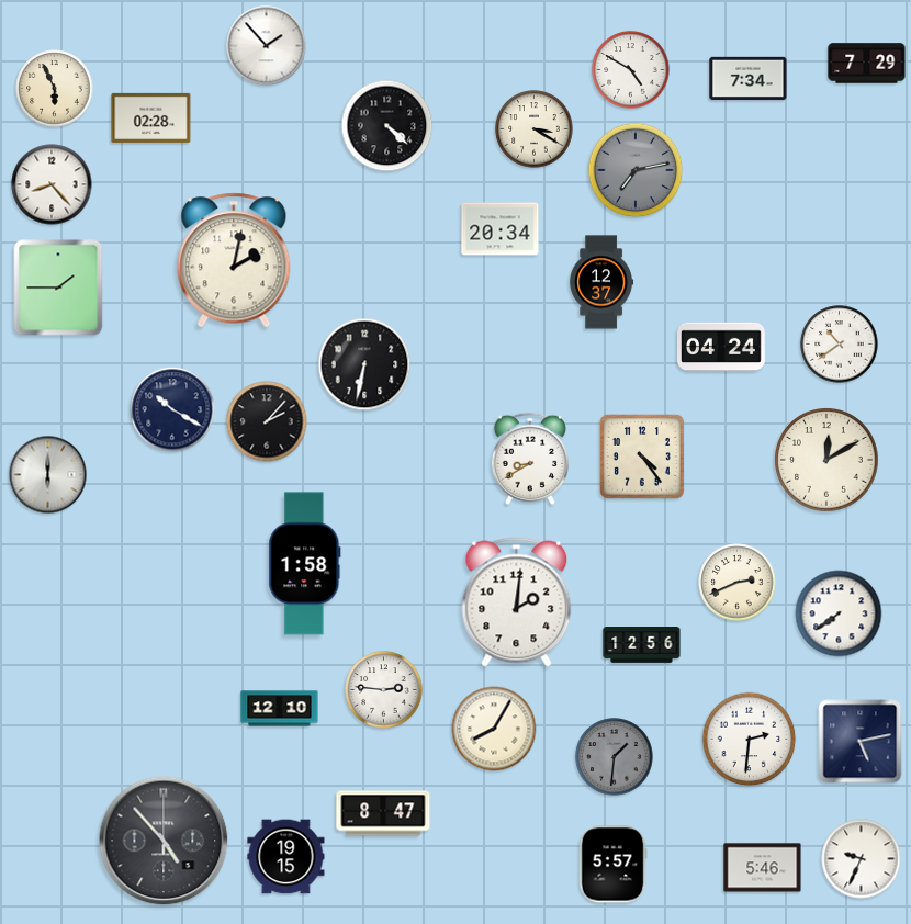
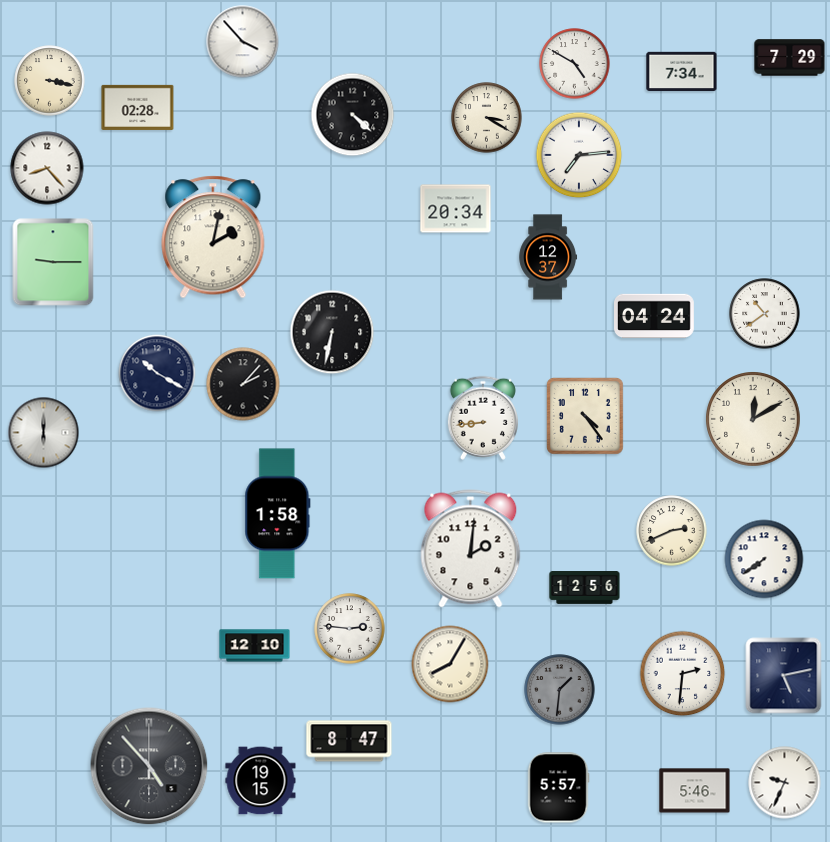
clock at (267, 46): 1:53 -> 3:53
clock at (55, 89): 5:56 -> 3:17
clock at (636, 170): 7:13 -> 7:14
clock at (636, 170) dial: grey -> white
clock at (58, 288): 1:45 -> 9:15
clock at (722, 347) position: (722, 347) -> (655, 316)
clock at (530, 459): 8:40 -> 8:44
